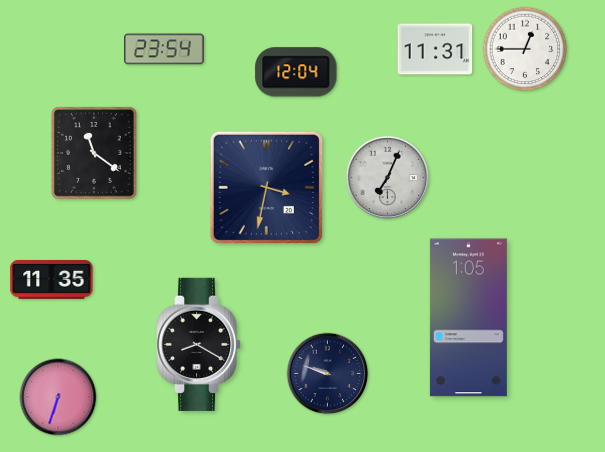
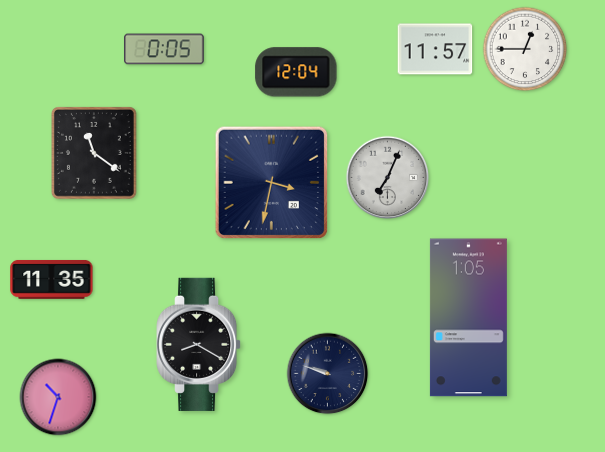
clock at (164, 49): 23:54 -> 0:05
clock at (435, 49): 11:31 -> 11:57
clock at (267, 188) position: (267, 188) -> (272, 183)
clock at (58, 397): 6:33 -> 10:33
